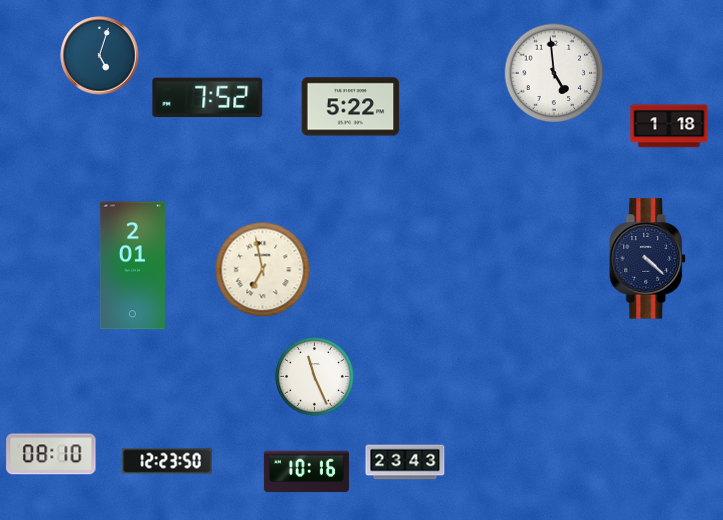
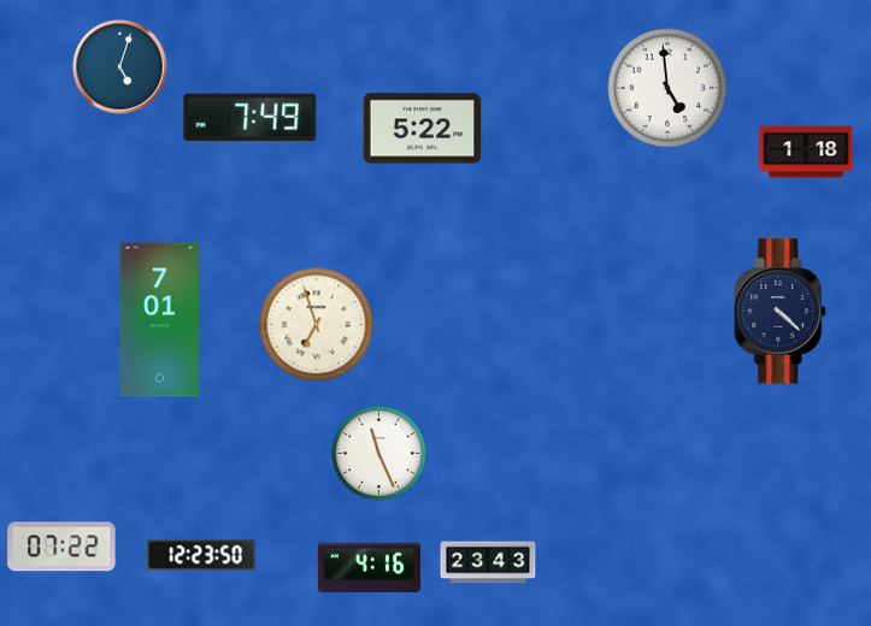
clock at (208, 98): 7:52 -> 7:49
clock at (132, 266): 2:01 -> 7:01
clock at (263, 270): 6:58 -> 6:57
clock at (51, 454): 08:10 -> 07:22
clock at (405, 462) position: (405, 462) -> (488, 562)
clock at (306, 472): 10:16 -> 4:16
